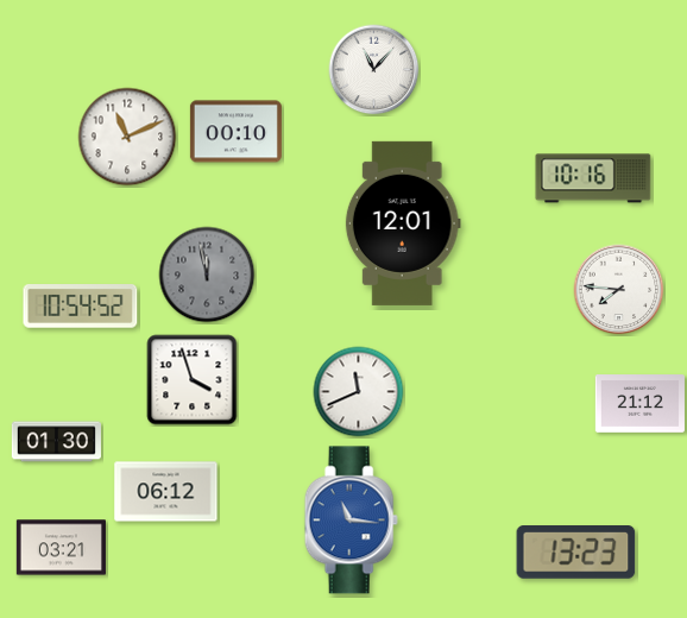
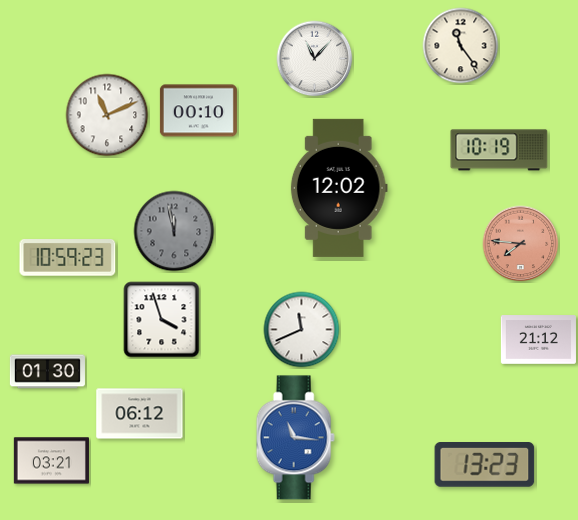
clock at (461, 46): none -> 11:24
clock at (593, 178): 10:16 -> 10:19
clock at (403, 223): 12:01 -> 12:02
clock at (619, 290) dial: white -> salmon
clock at (81, 307): 10:54 -> 10:59
